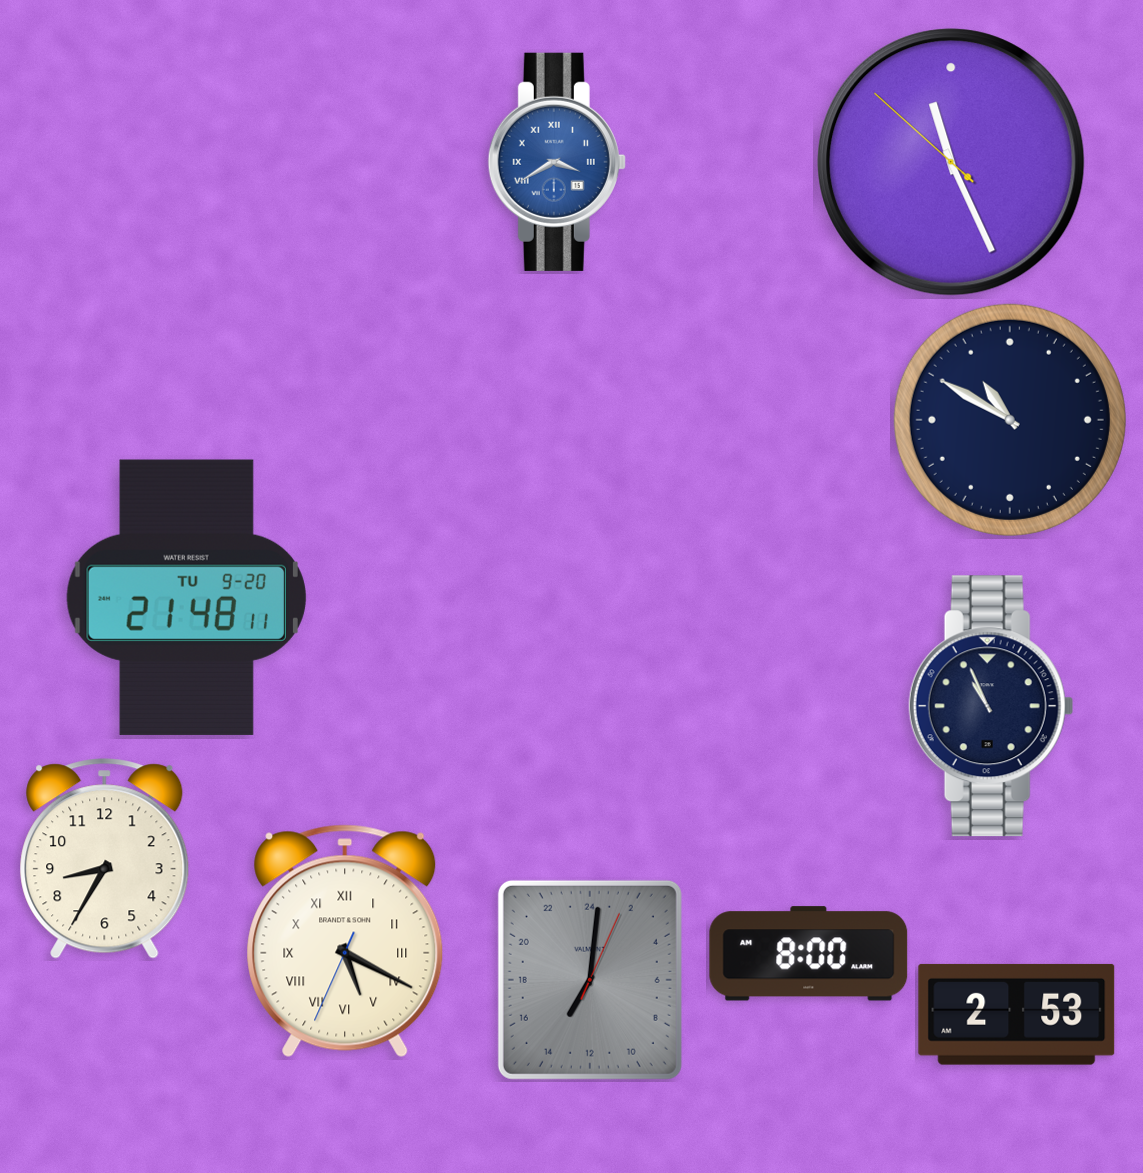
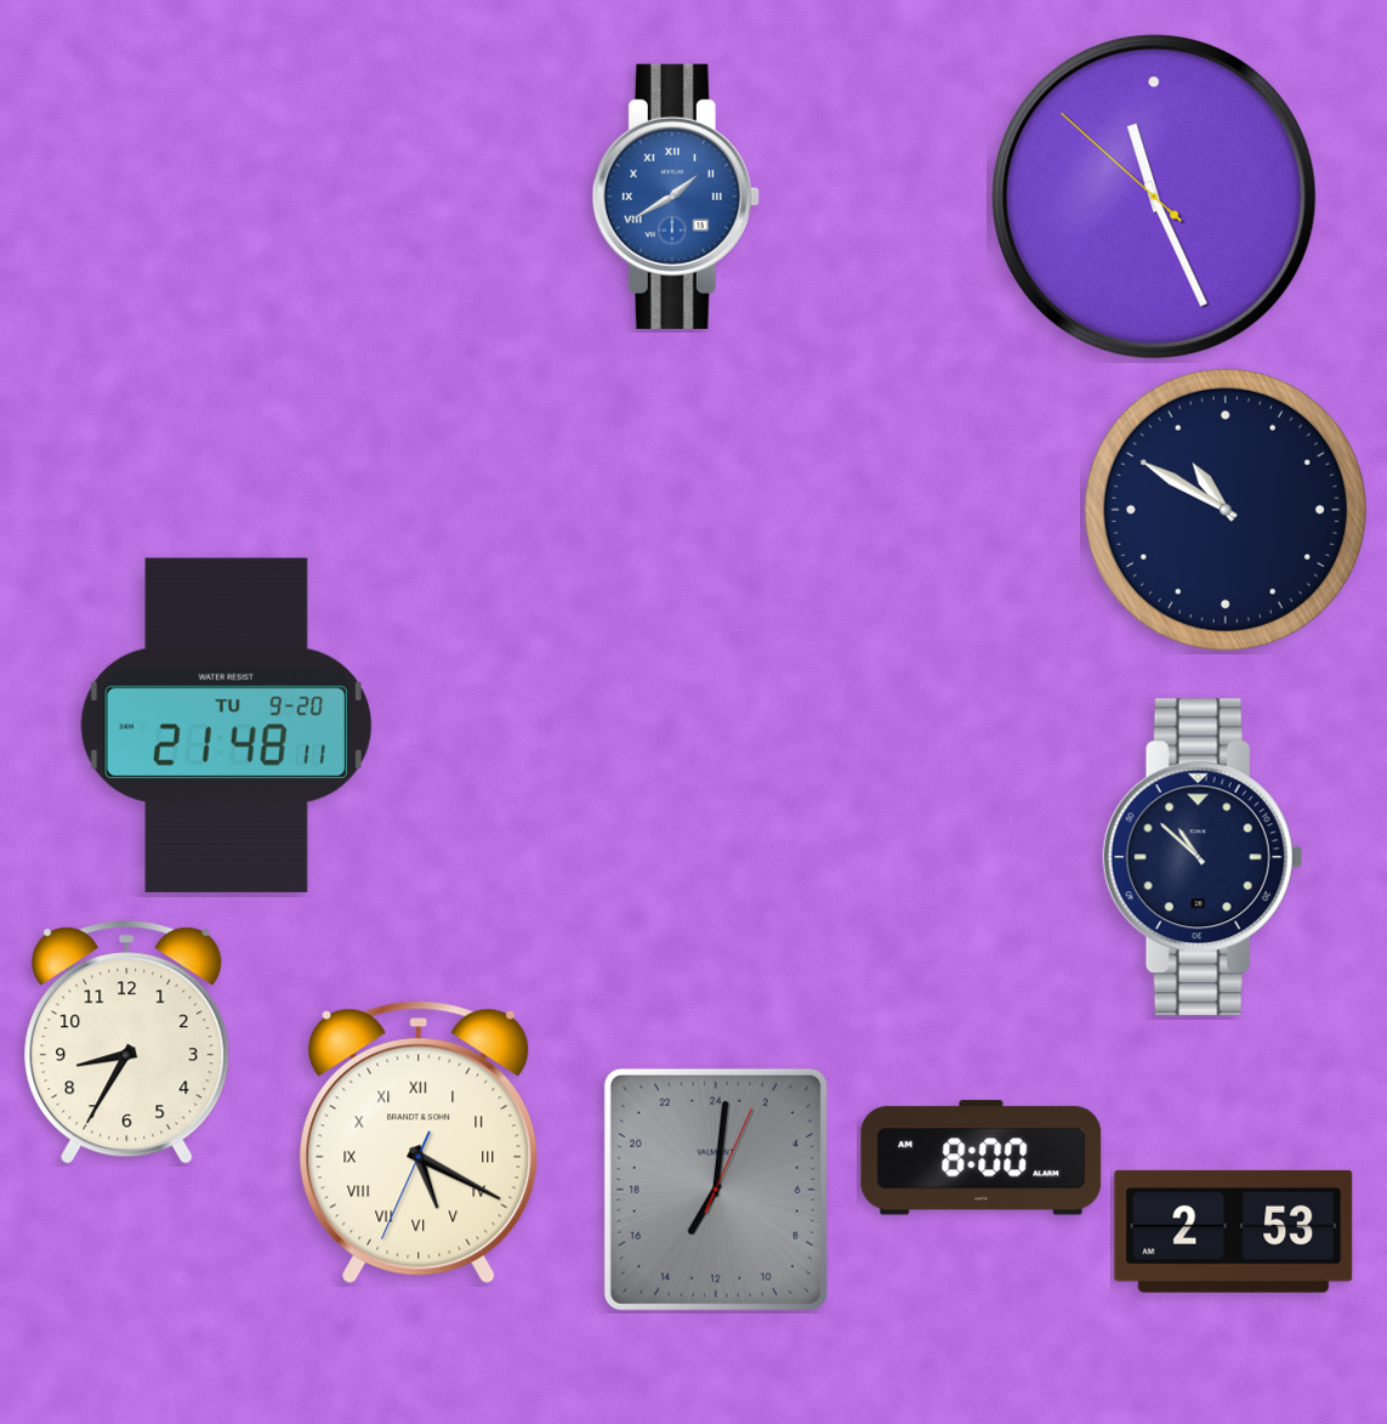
clock at (557, 162): 3:40 -> 1:40
clock at (991, 706): 10:56 -> 10:52
